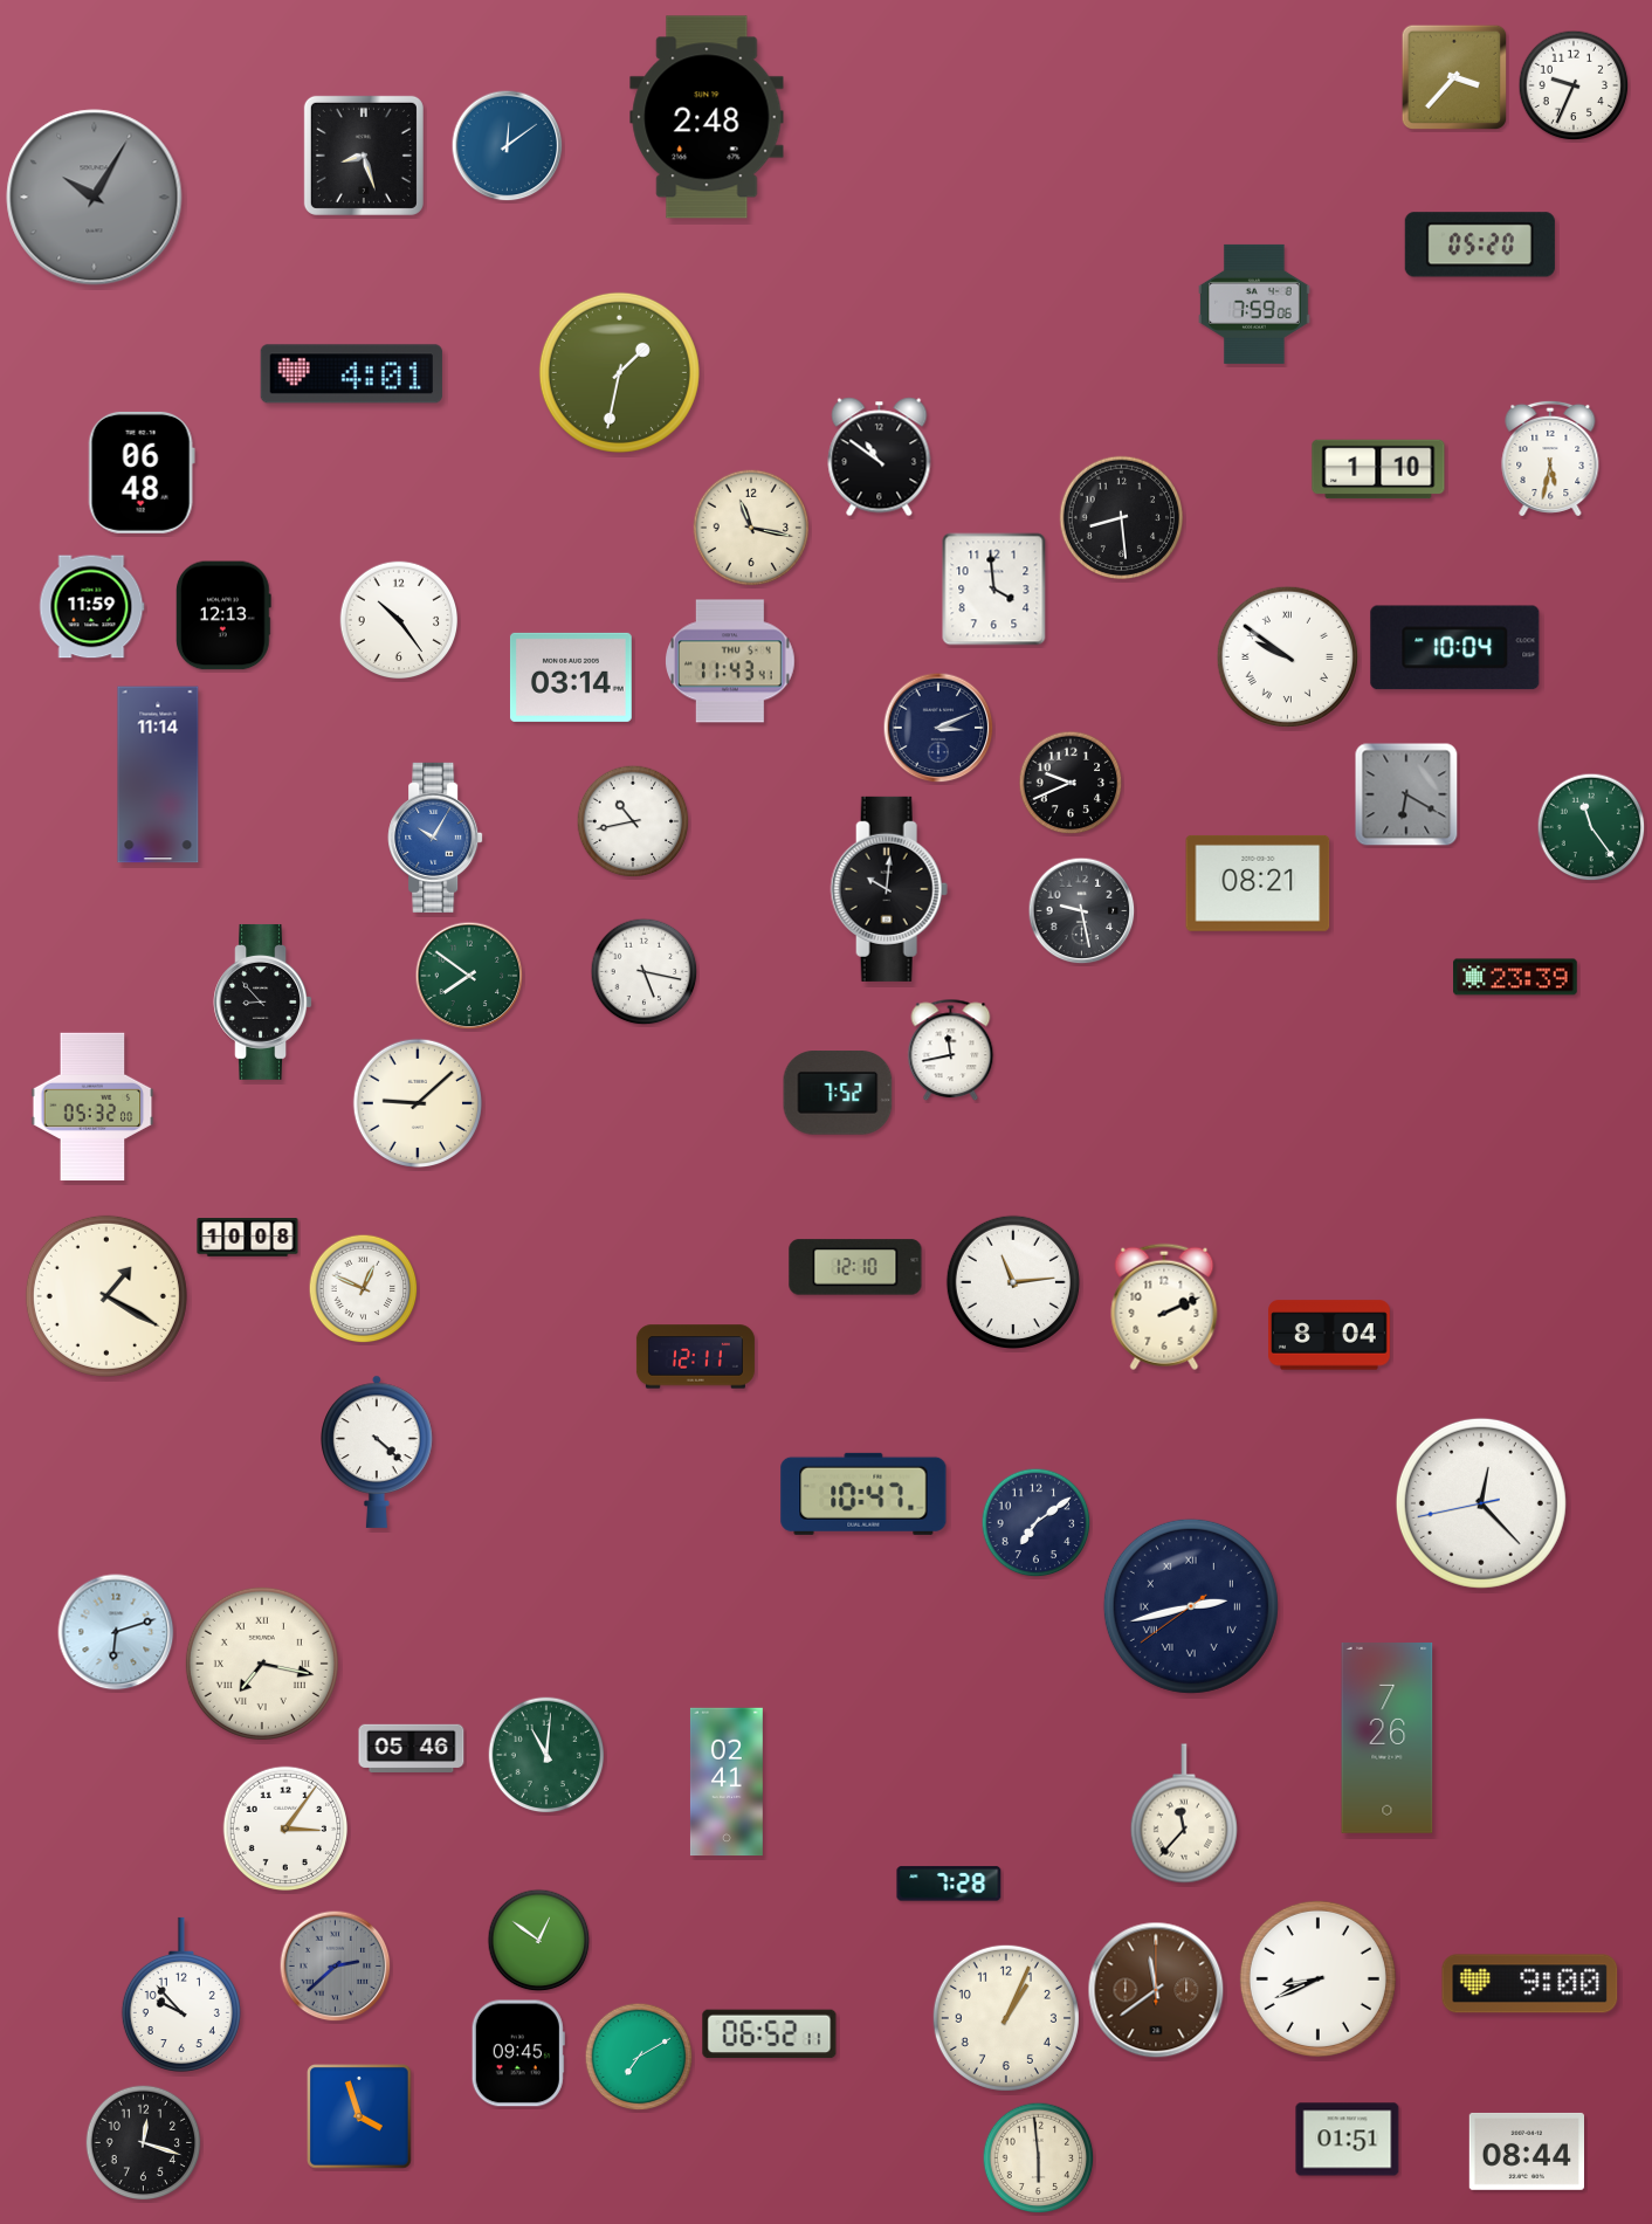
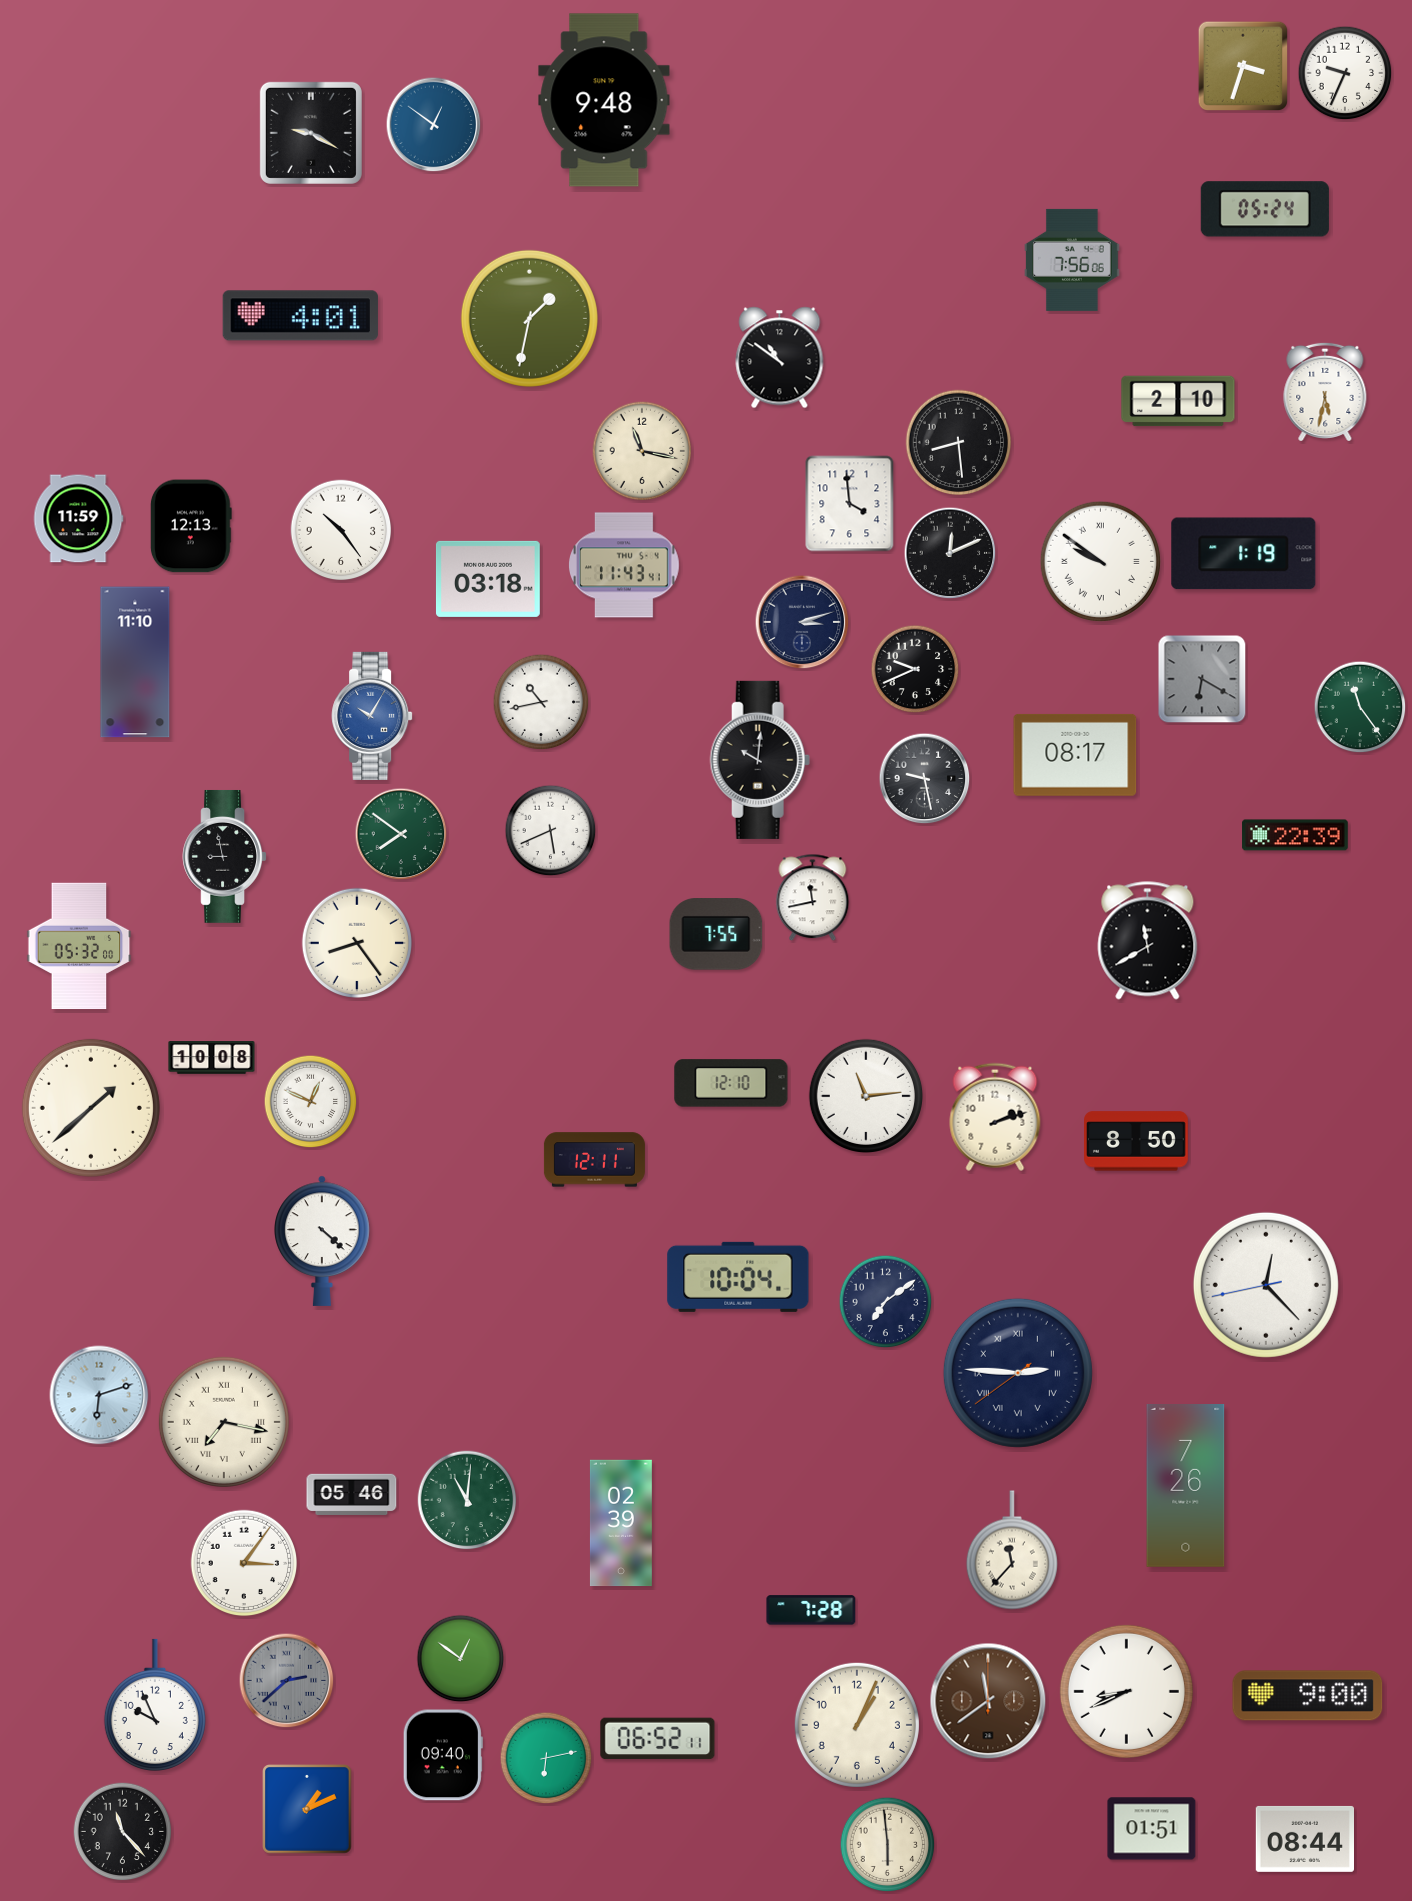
clock at (1454, 77): 3:37 -> 3:33
clock at (707, 117): 2:48 -> 9:48
clock at (508, 146): 12:09 -> 12:51
clock at (364, 156): 8:27 -> 9:20
clock at (95, 198): 10:05 -> none
clock at (1480, 245): 05:20 -> 05:24
clock at (1255, 304): 7:59 -> 7:56
clock at (351, 374) position: (351, 374) -> (300, 316)
clock at (880, 457) position: (880, 457) -> (780, 358)
clock at (1378, 469): 1:10 -> 2:10
clock at (142, 473): 06:48 -> none
clock at (950, 553): none -> 12:11
clock at (1455, 648): 10:04 -> 1:19
clock at (571, 677): 03:14 -> 03:18
clock at (938, 728): 3:11 -> 3:12
clock at (158, 774): 11:14 -> 11:10
clock at (1258, 883): 08:21 -> 08:17
clock at (645, 972): 5:17 -> 5:41
clock at (1515, 977): 23:39 -> 22:39
clock at (262, 1001): 8:53 -> 8:58
clock at (838, 1093): 7:52 -> 7:55
clock at (1148, 941): none -> 11:40
clock at (417, 1102): 9:08 -> 8:24
clock at (106, 1296): 1:20 -> 1:38
clock at (1164, 1307): 2:11 -> 2:12
clock at (1330, 1335): 8:04 -> 8:50
clock at (863, 1494): 10:47 -> 10:04
clock at (1191, 1606): 2:42 -> 2:45
clock at (727, 1782): 02:41 -> 02:39
clock at (181, 1994): 9:53 -> 9:56
clock at (1006, 2018) position: (1006, 2018) -> (857, 1725)
clock at (518, 2053): 09:45 -> 09:40
clock at (639, 2057): 7:10 -> 6:13
clock at (360, 2118): 3:57 -> 1:11
clock at (144, 2143): 12:18 -> 11:23
